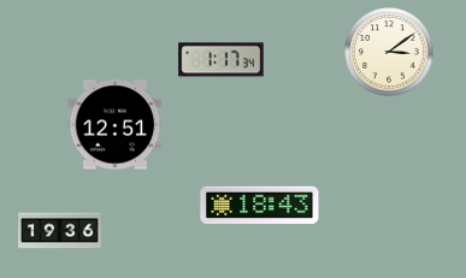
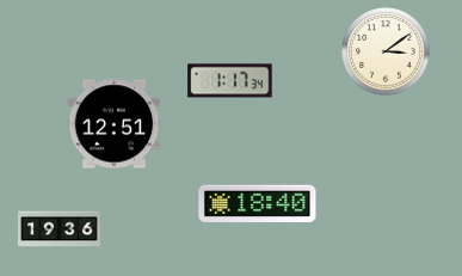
clock at (222, 60) position: (222, 60) -> (230, 81)
clock at (260, 206): 18:43 -> 18:40
